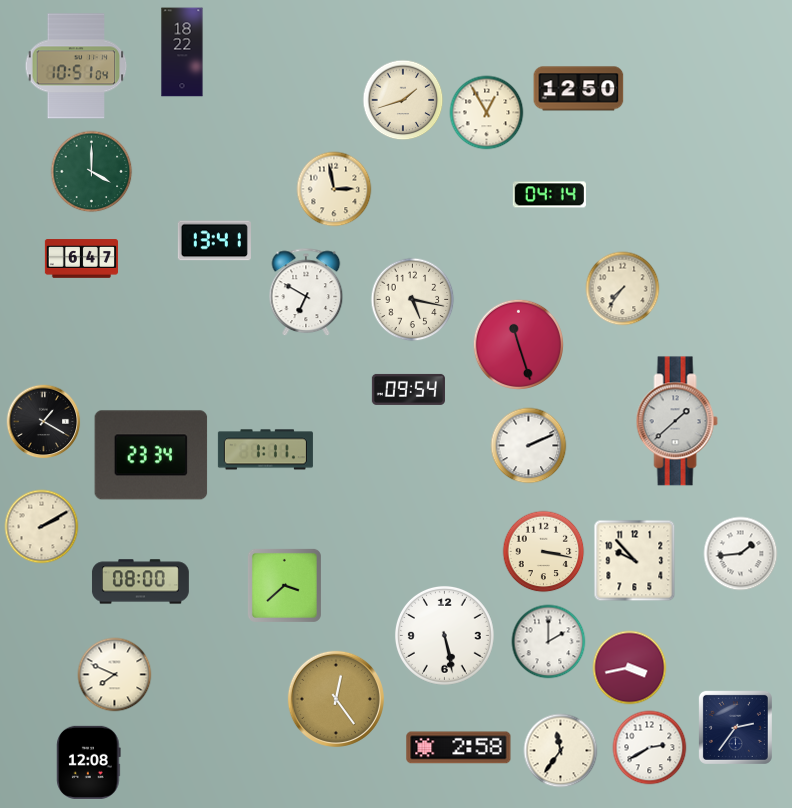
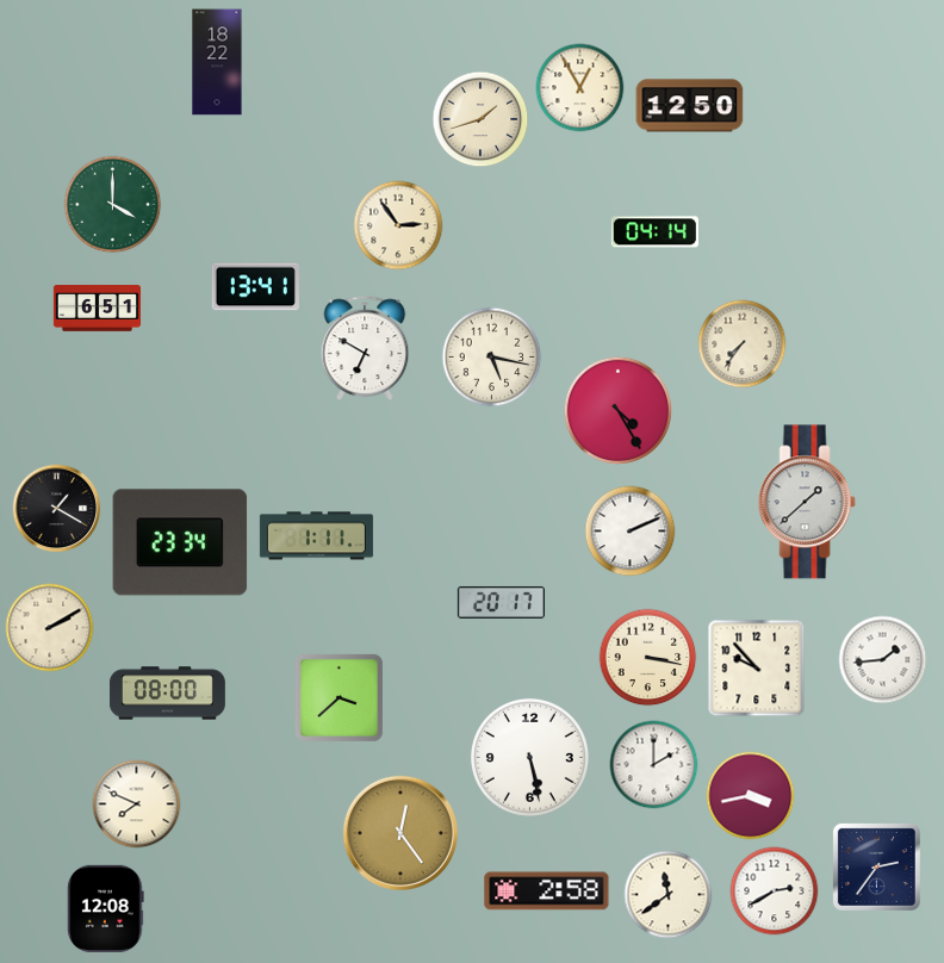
clock at (76, 66): 10:51 -> none
clock at (487, 113) position: (487, 113) -> (580, 88)
clock at (92, 172) position: (92, 172) -> (113, 205)
clock at (334, 189): 2:58 -> 2:54
clock at (81, 259): 6:47 -> 6:51
clock at (518, 344): 11:27 -> 4:25
clock at (408, 389): 09:54 -> none
clock at (44, 422) position: (44, 422) -> (57, 509)
clock at (501, 602): none -> 20:17
clock at (561, 751): 11:36 -> 11:39
